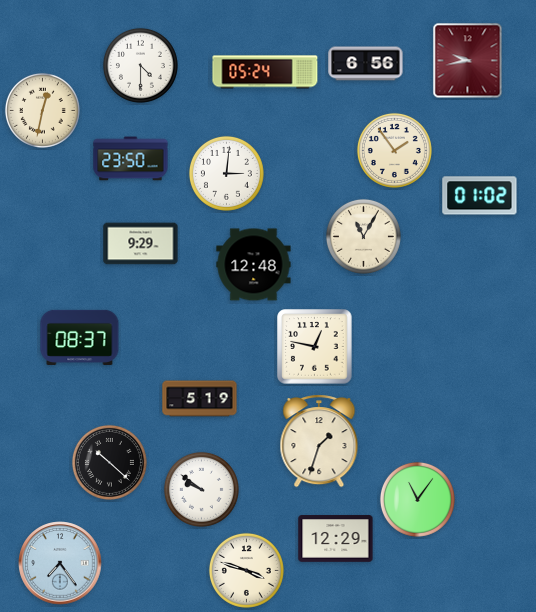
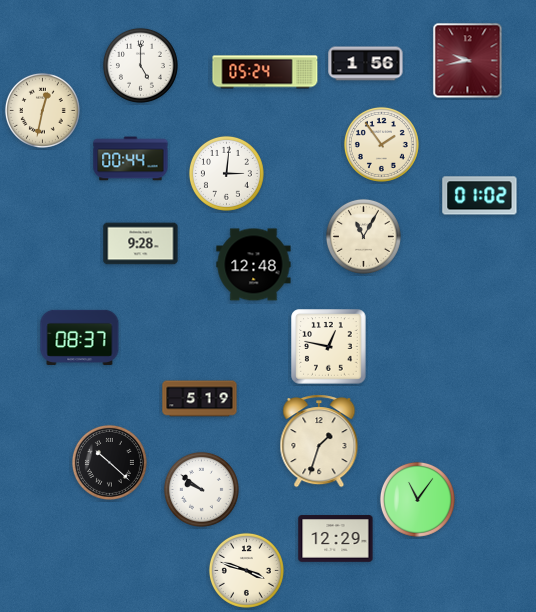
clock at (366, 64): 6:56 -> 1:56
clock at (140, 65): 4:30 -> 5:00
clock at (394, 150) position: (394, 150) -> (381, 144)
clock at (131, 159): 23:50 -> 00:44
clock at (141, 244): 9:29 -> 9:28
clock at (315, 347) position: (315, 347) -> (329, 347)
clock at (60, 563): 7:24 -> none
